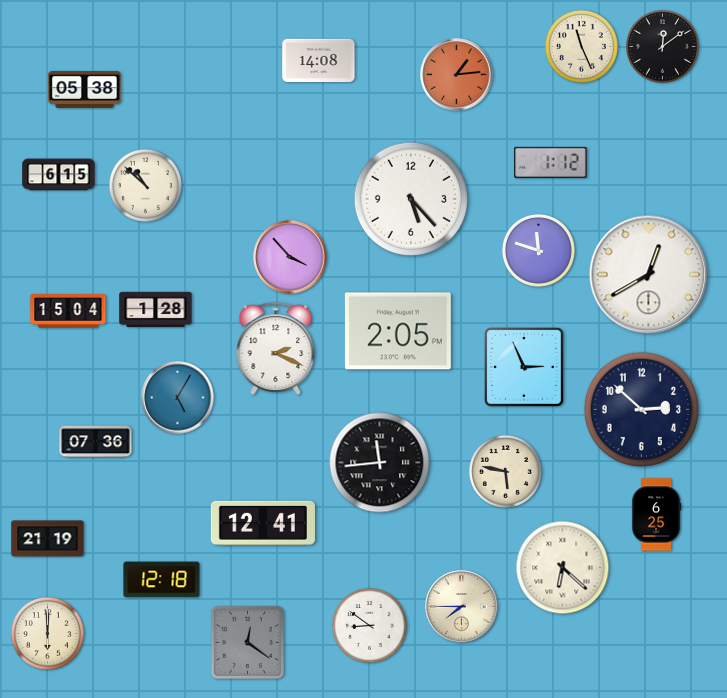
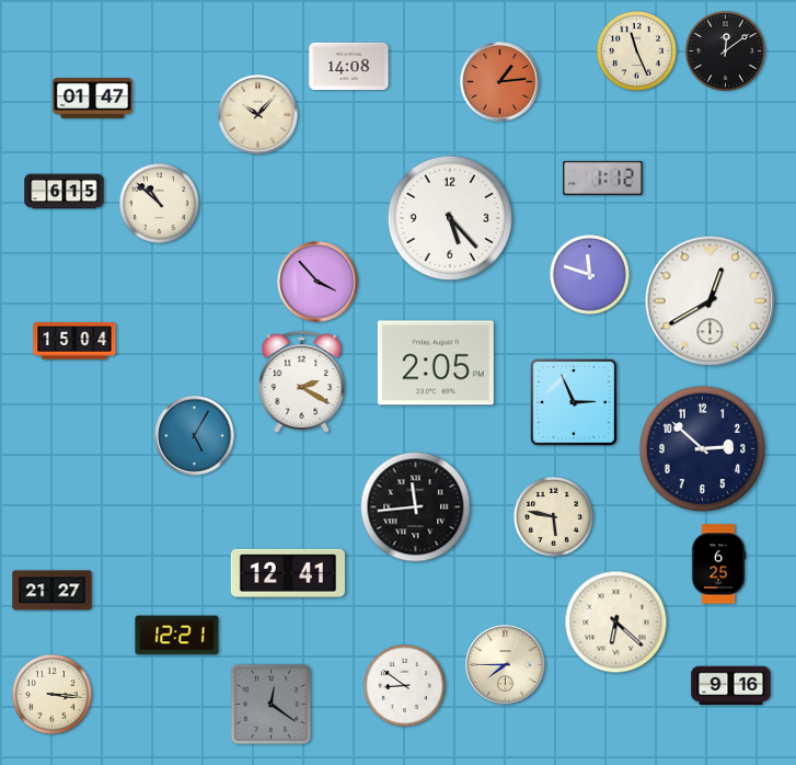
clock at (85, 89): 05:38 -> 01:47
clock at (258, 115): none -> 10:07
clock at (156, 310): 1:28 -> none
clock at (276, 348): 2:19 -> 2:20
clock at (96, 442): 07:36 -> none
clock at (48, 539): 21:19 -> 21:27
clock at (162, 580): 12:18 -> 12:21
clock at (731, 686): none -> 9:16
clock at (47, 633): 6:00 -> 3:16
